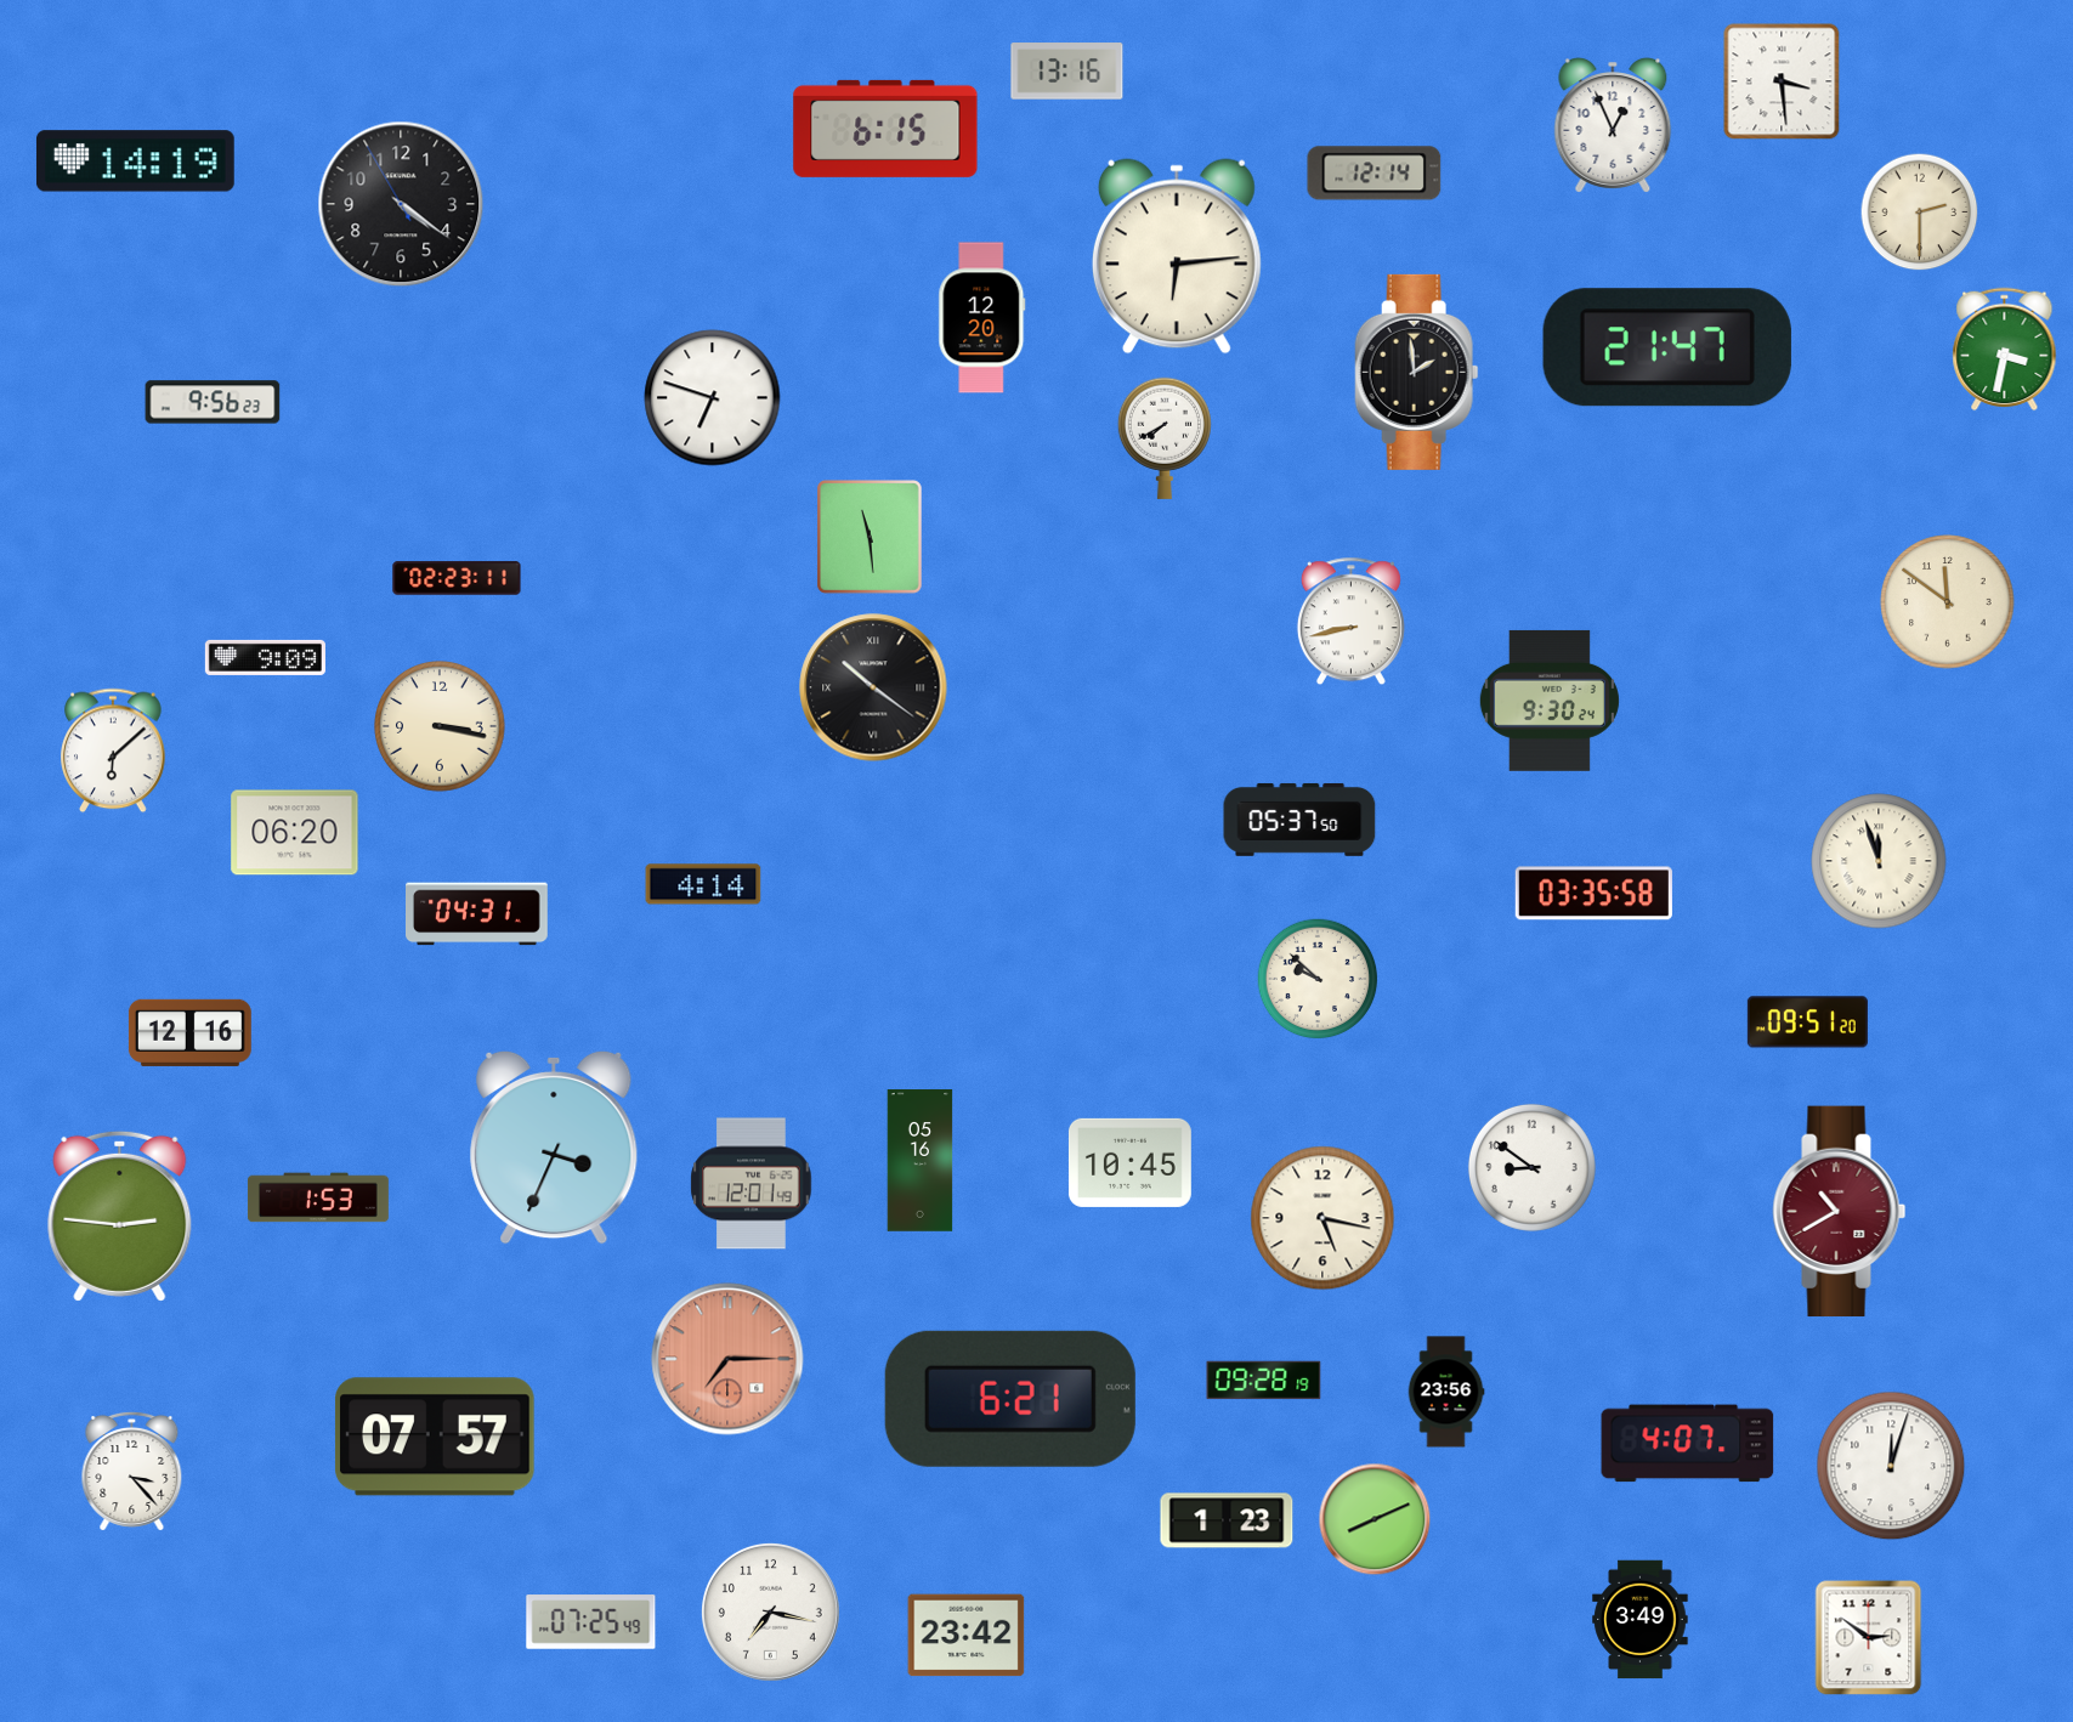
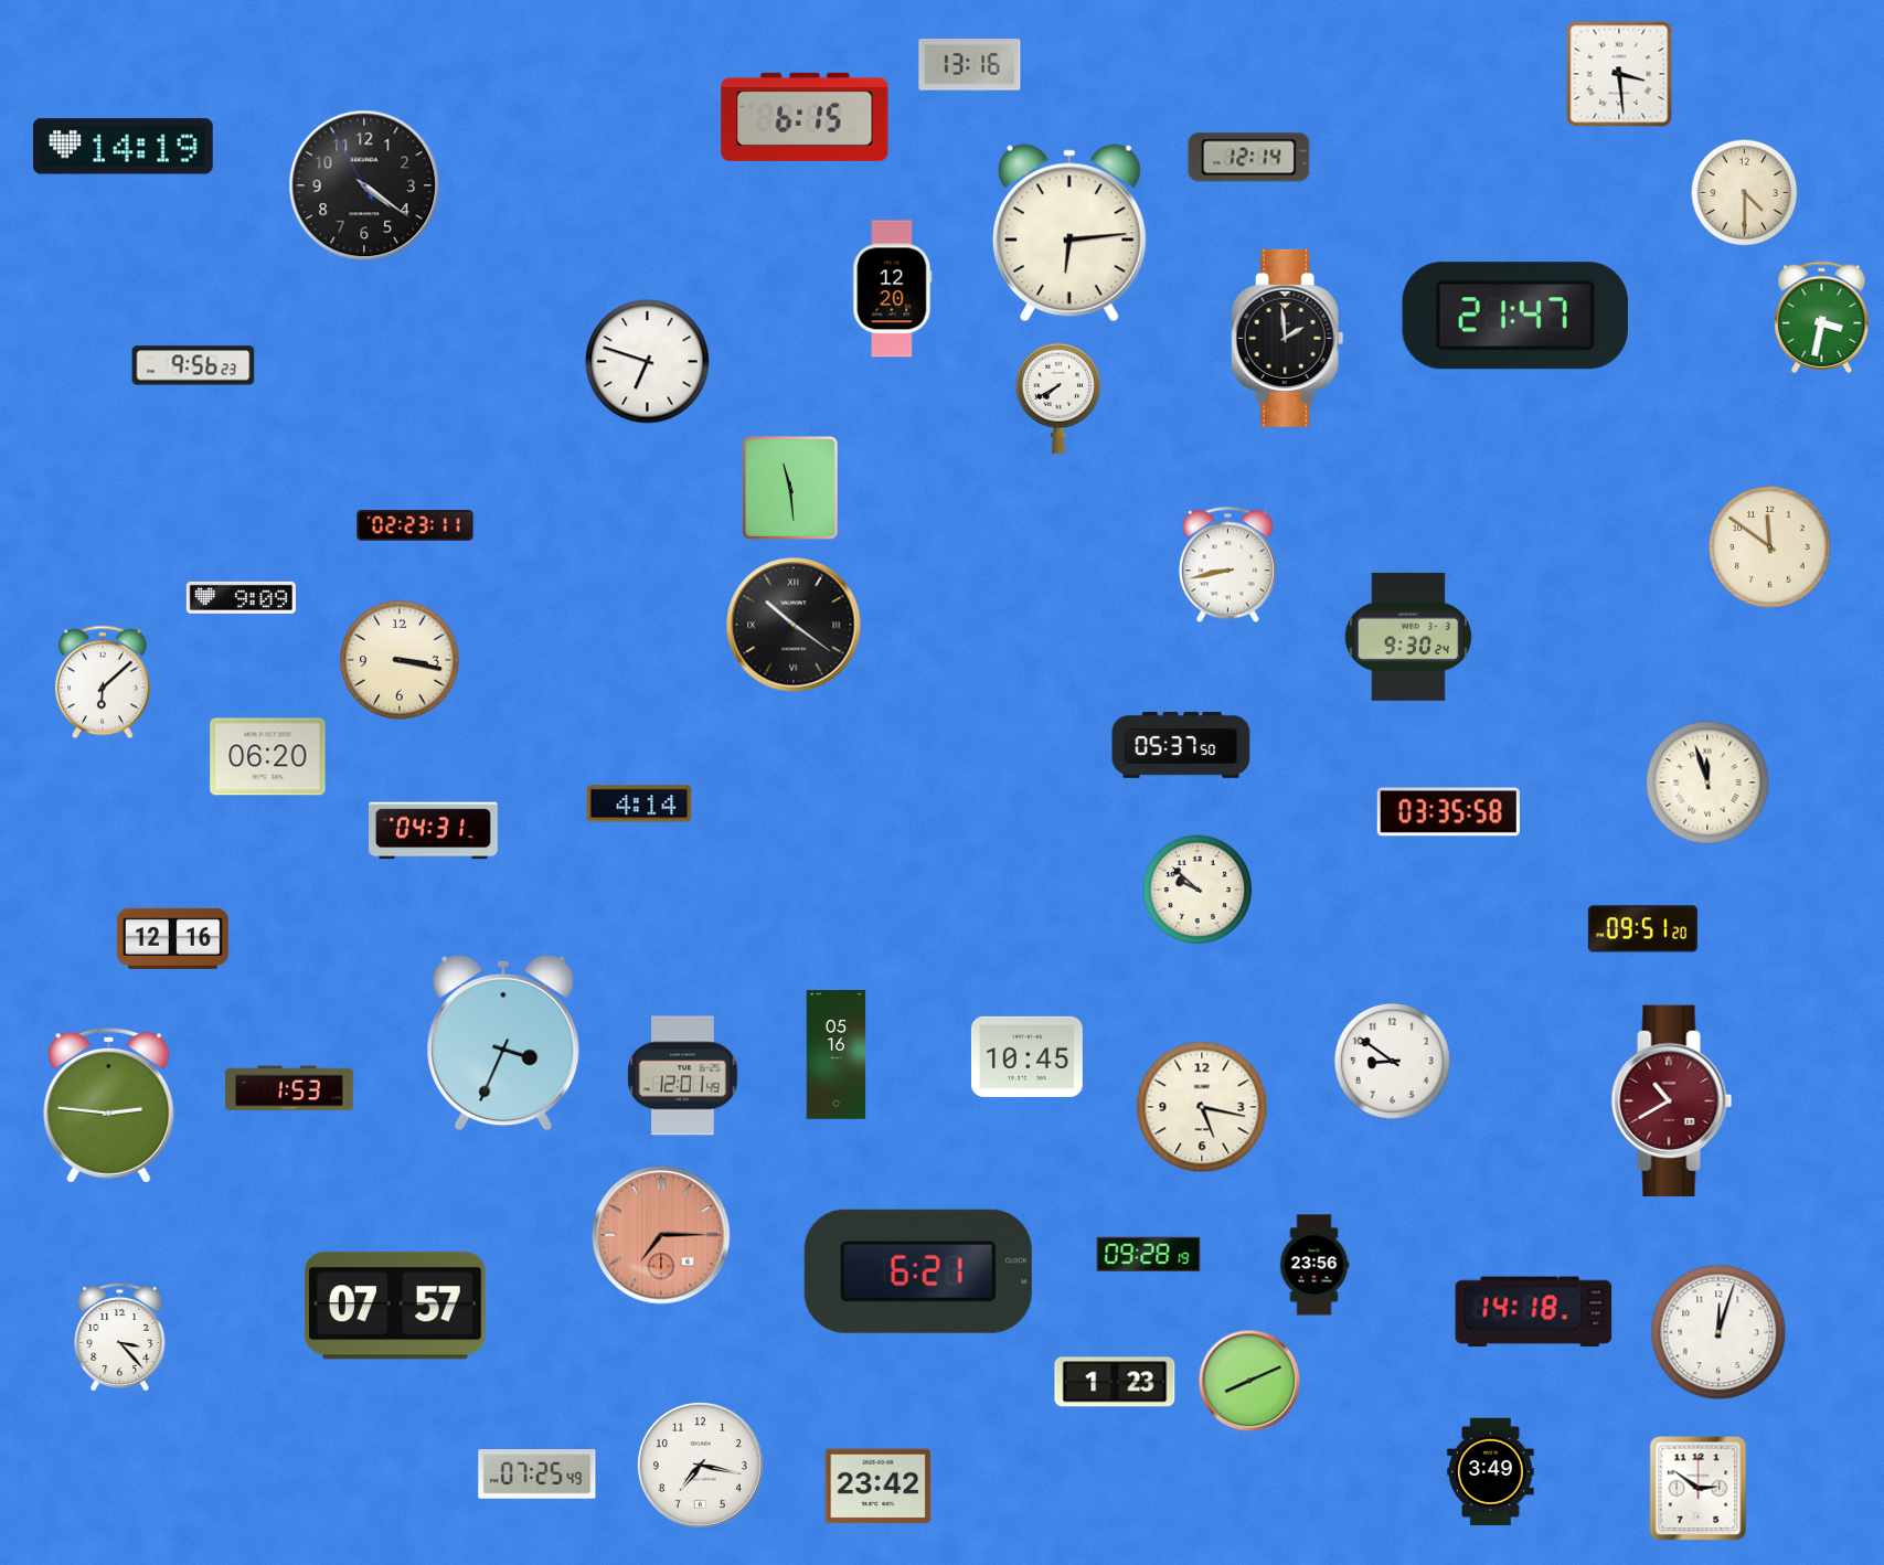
clock at (1613, 125): 12:56 -> none
clock at (1920, 213): 2:30 -> 4:30
clock at (1688, 1444): 4:07 -> 14:18
